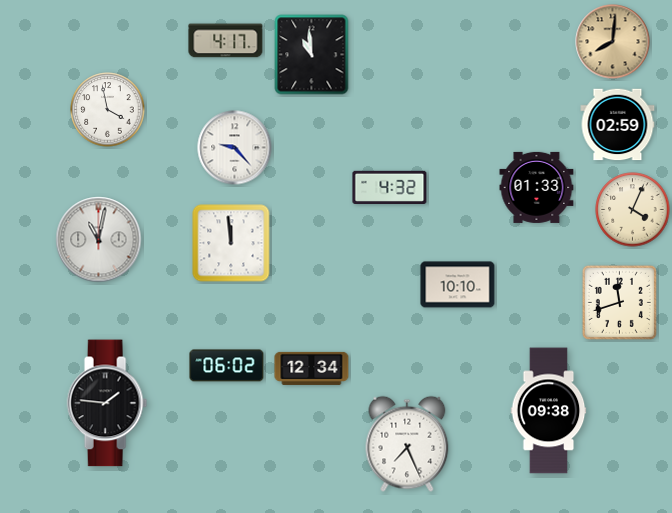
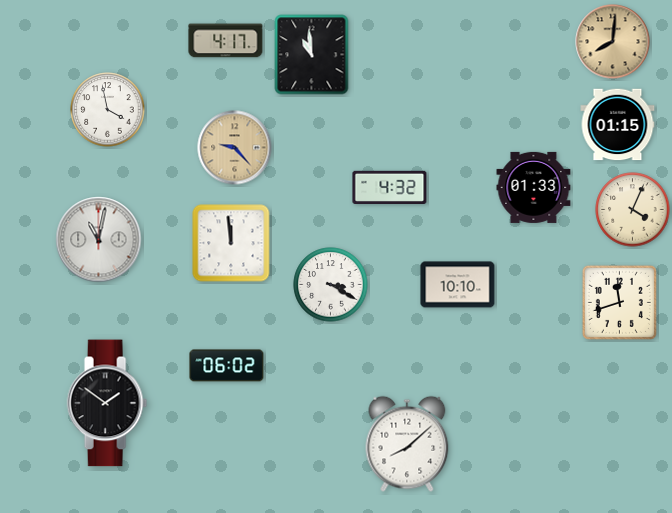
clock at (618, 125): 02:59 -> 01:15
clock at (235, 148) dial: white -> champagne
clock at (537, 187) position: (537, 187) -> (534, 187)
clock at (331, 285): none -> 3:20
clock at (312, 368): 12:34 -> none
clock at (107, 403): 1:46 -> 1:51
clock at (549, 411): 09:38 -> none
clock at (407, 444): 7:26 -> 8:08
